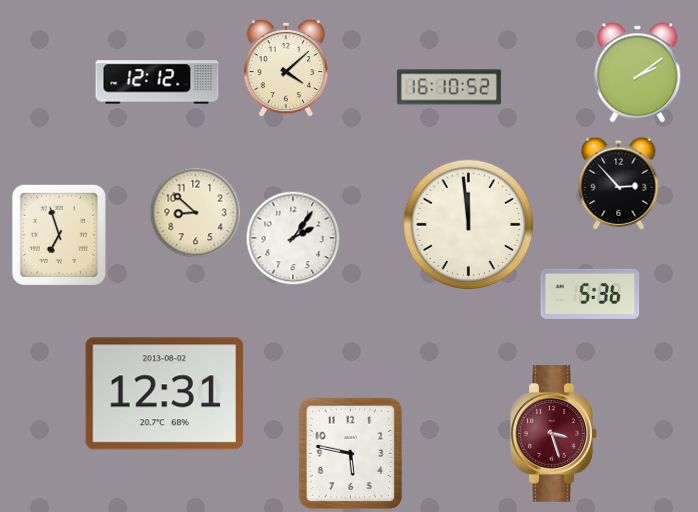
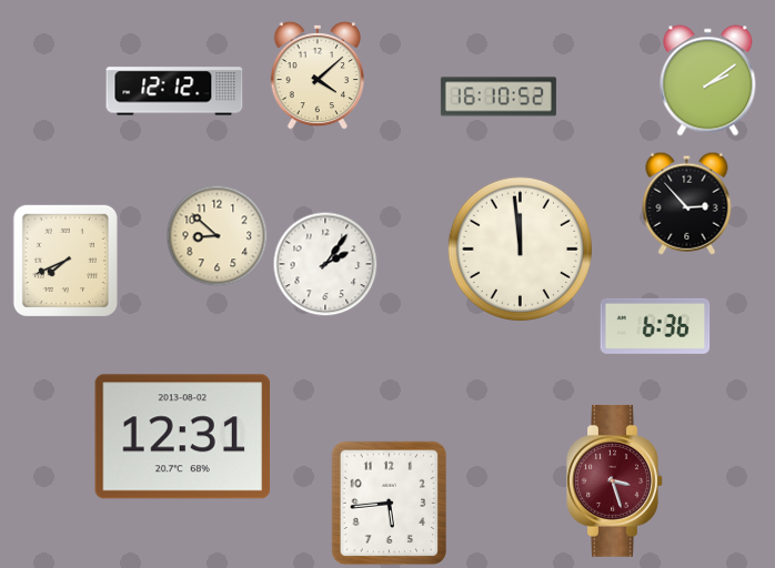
clock at (59, 235): 6:57 -> 7:41
clock at (590, 294): 5:36 -> 6:36
clock at (351, 454): 5:47 -> 5:44
